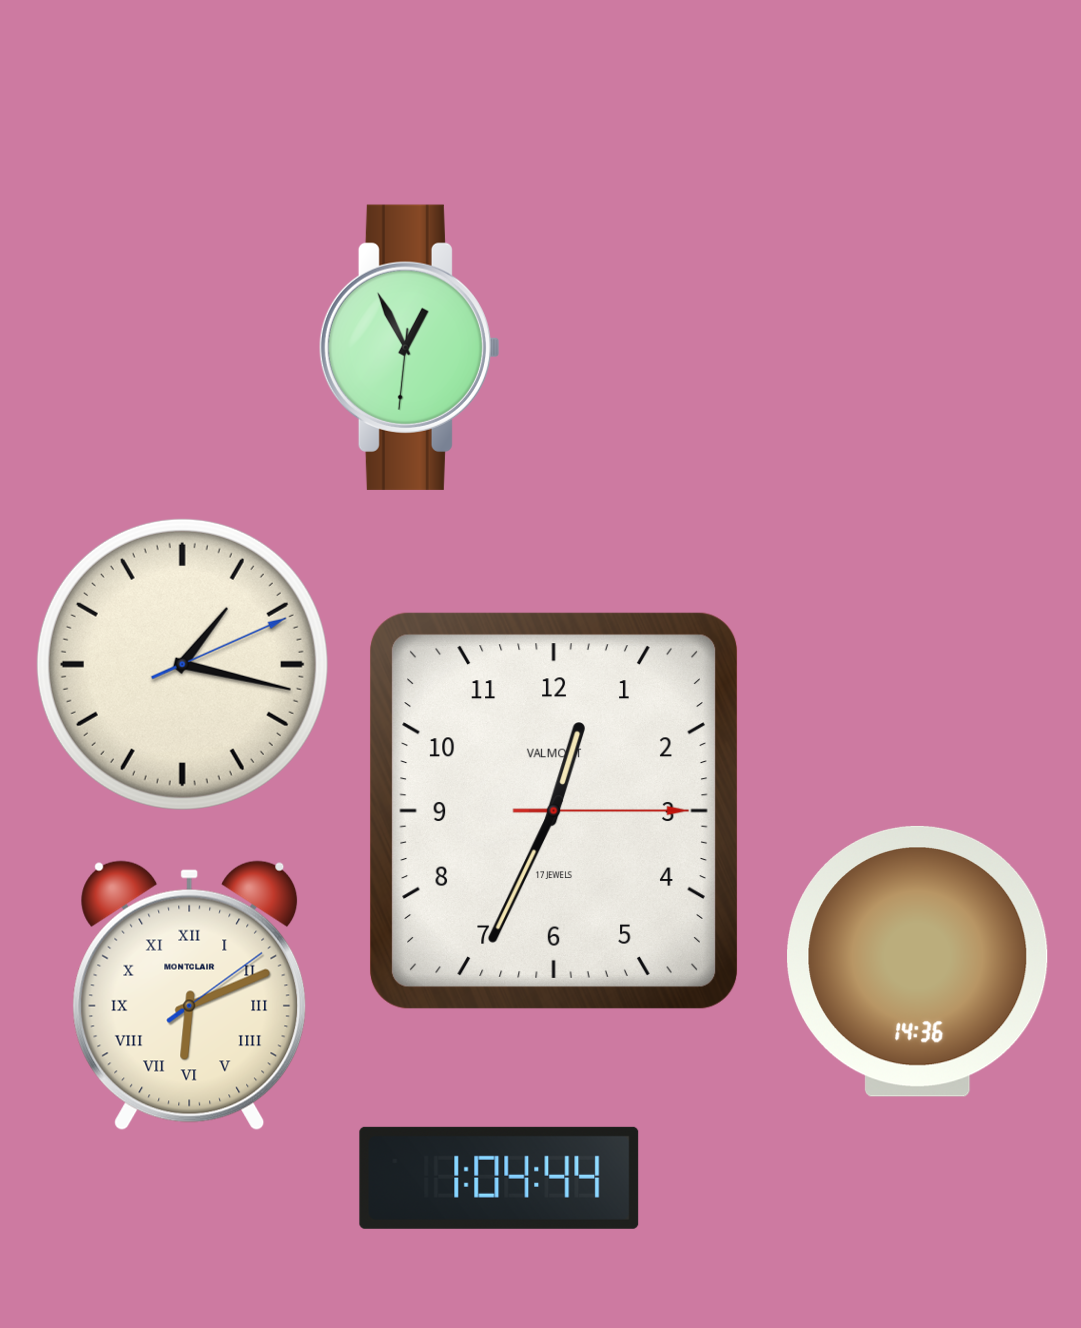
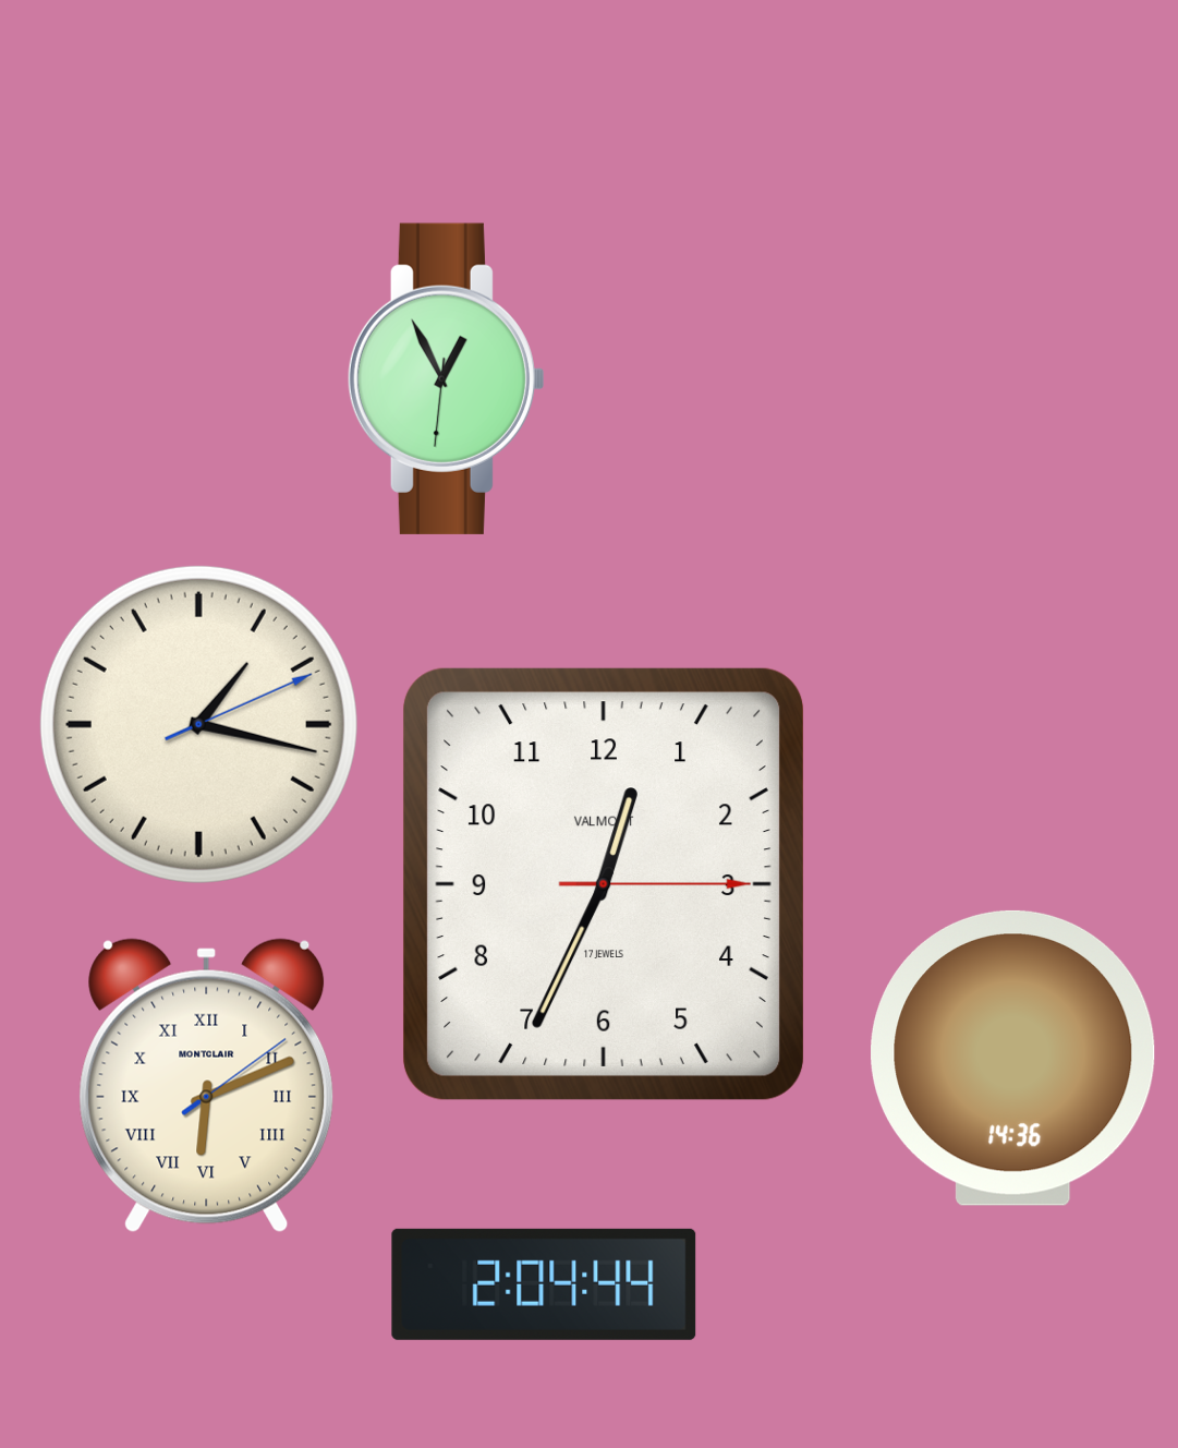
clock at (918, 961) position: (918, 961) -> (1013, 1058)
clock at (499, 1178): 1:04 -> 2:04
